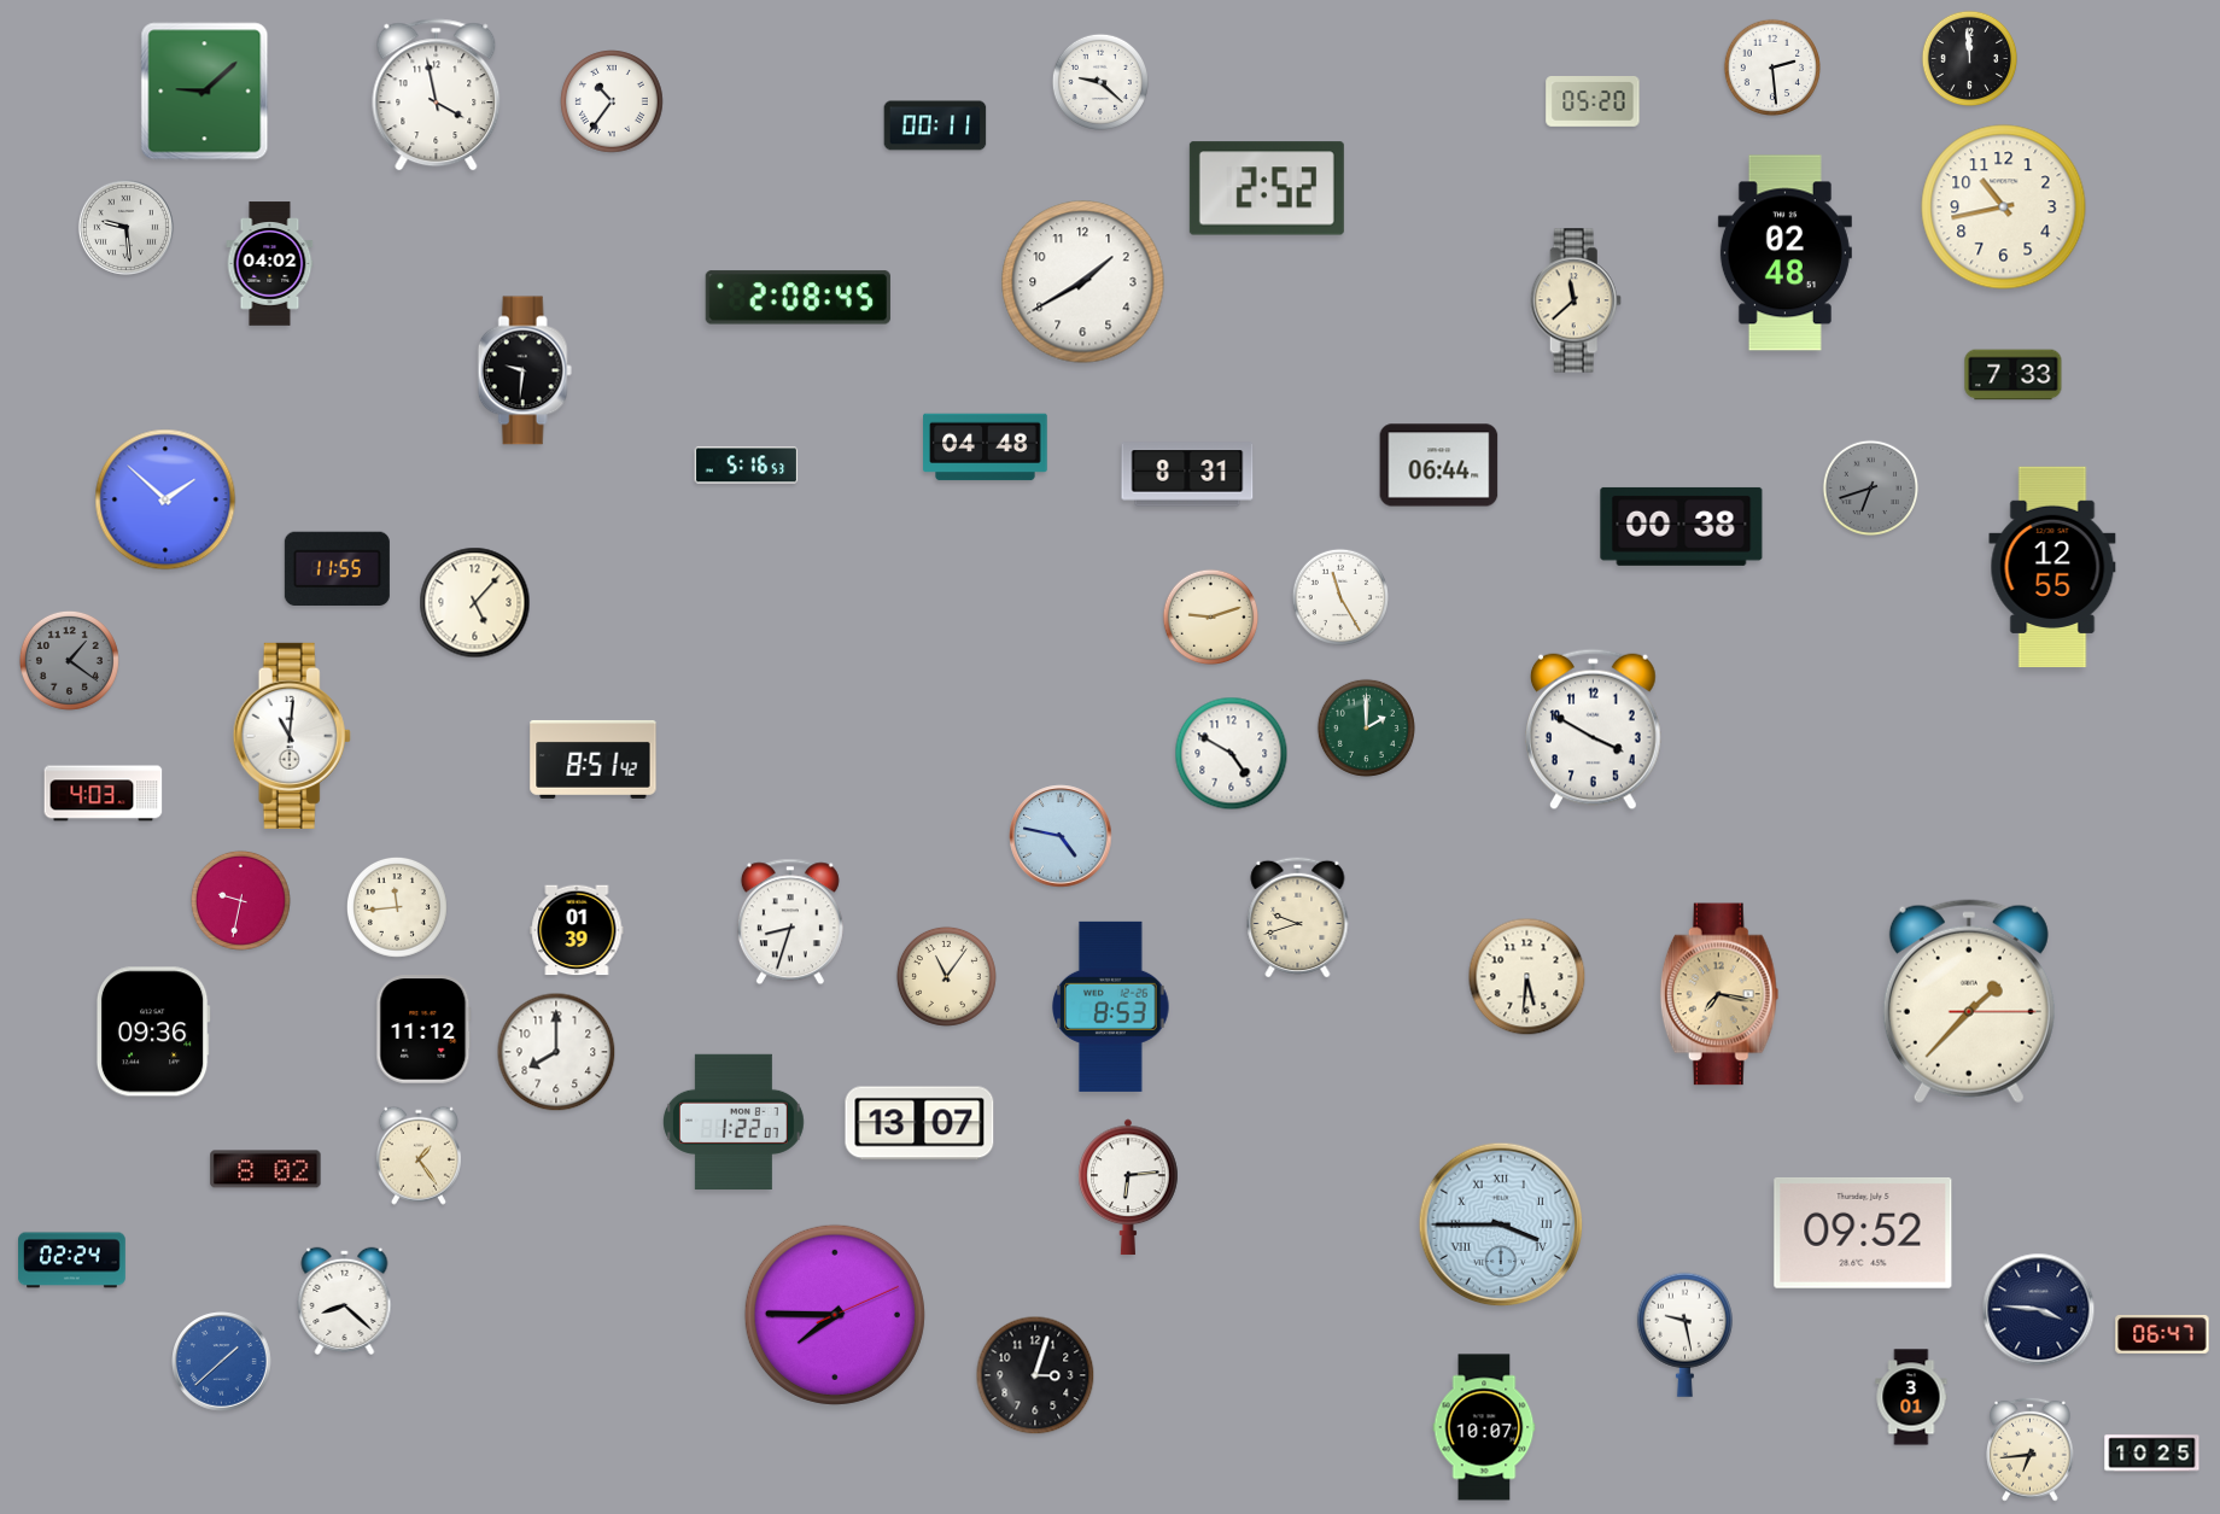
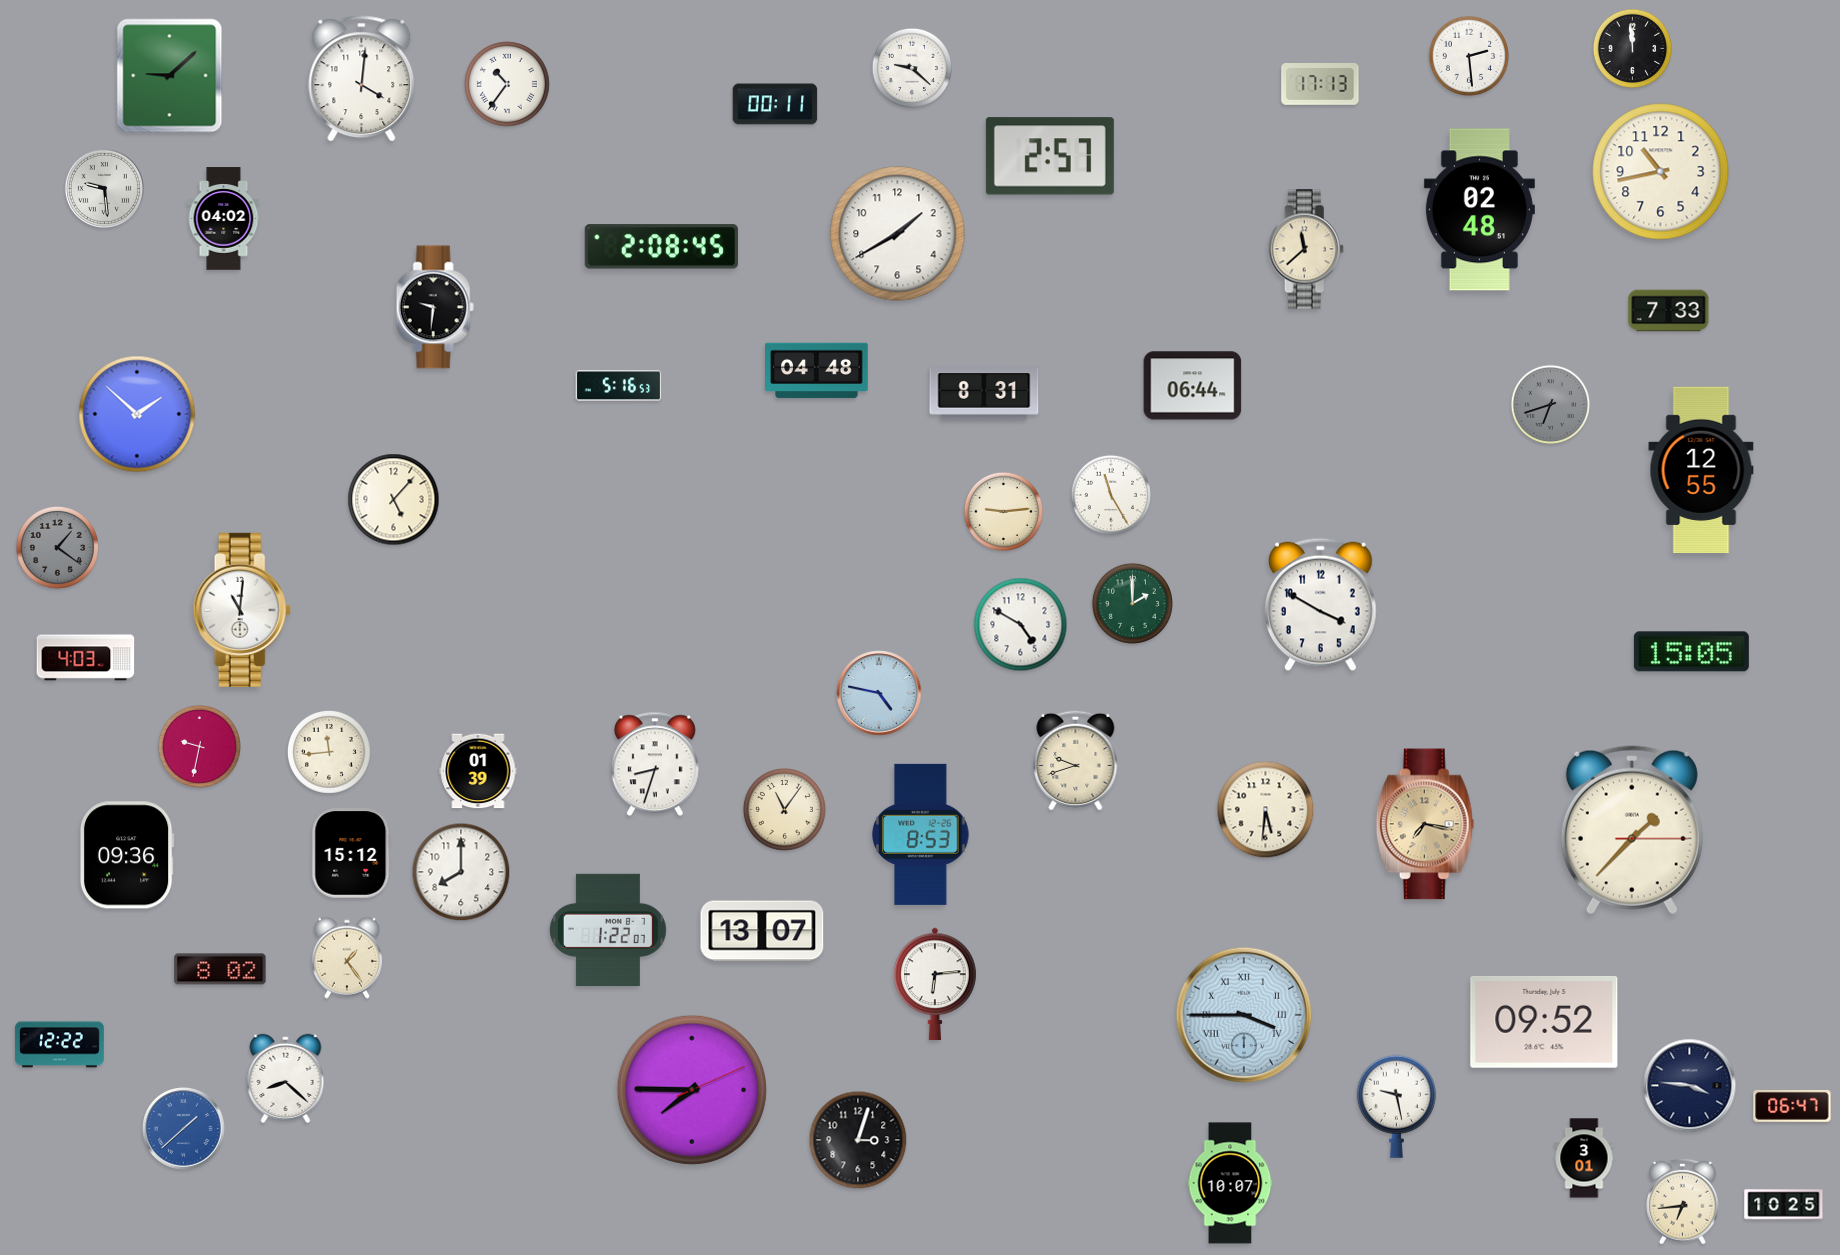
clock at (437, 95): 3:58 -> 4:01
clock at (1593, 103): 05:20 -> 17:13
clock at (1267, 188): 2:52 -> 2:57
clock at (1682, 526): 00:38 -> none
clock at (337, 568): 11:55 -> none
clock at (1211, 618): 9:12 -> 9:14
clock at (594, 759): 8:51 -> none
clock at (1691, 652): none -> 15:05
clock at (423, 1029): 11:12 -> 15:12
clock at (72, 1261): 02:24 -> 12:22
